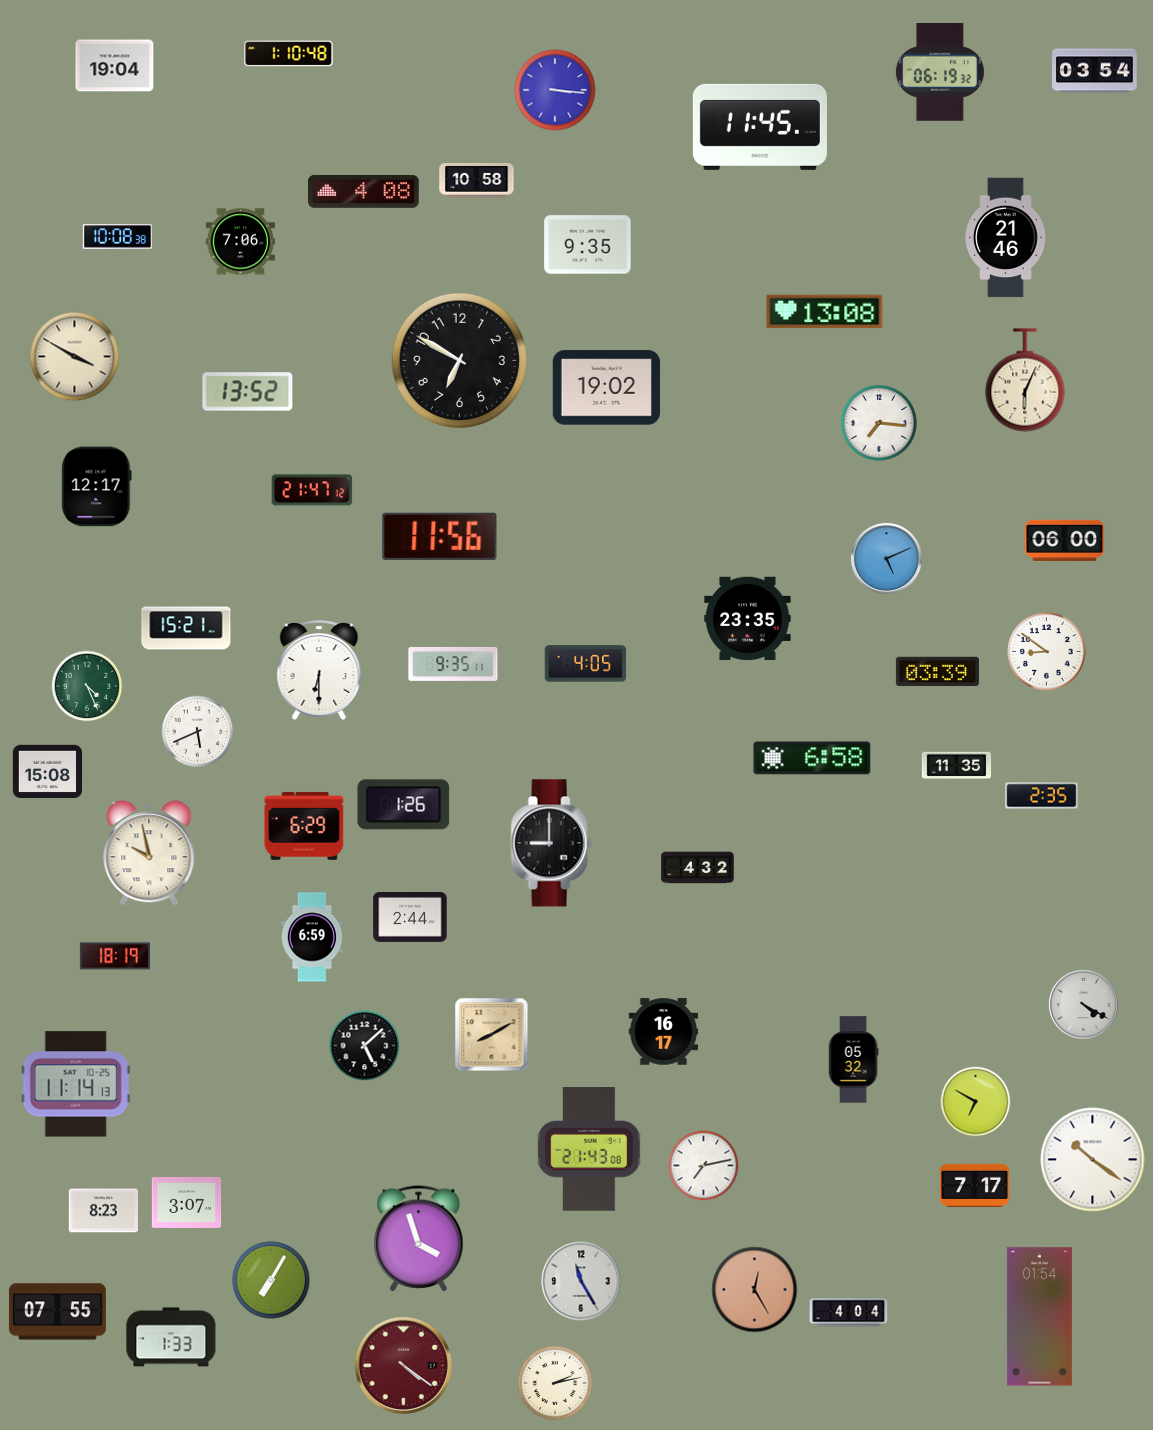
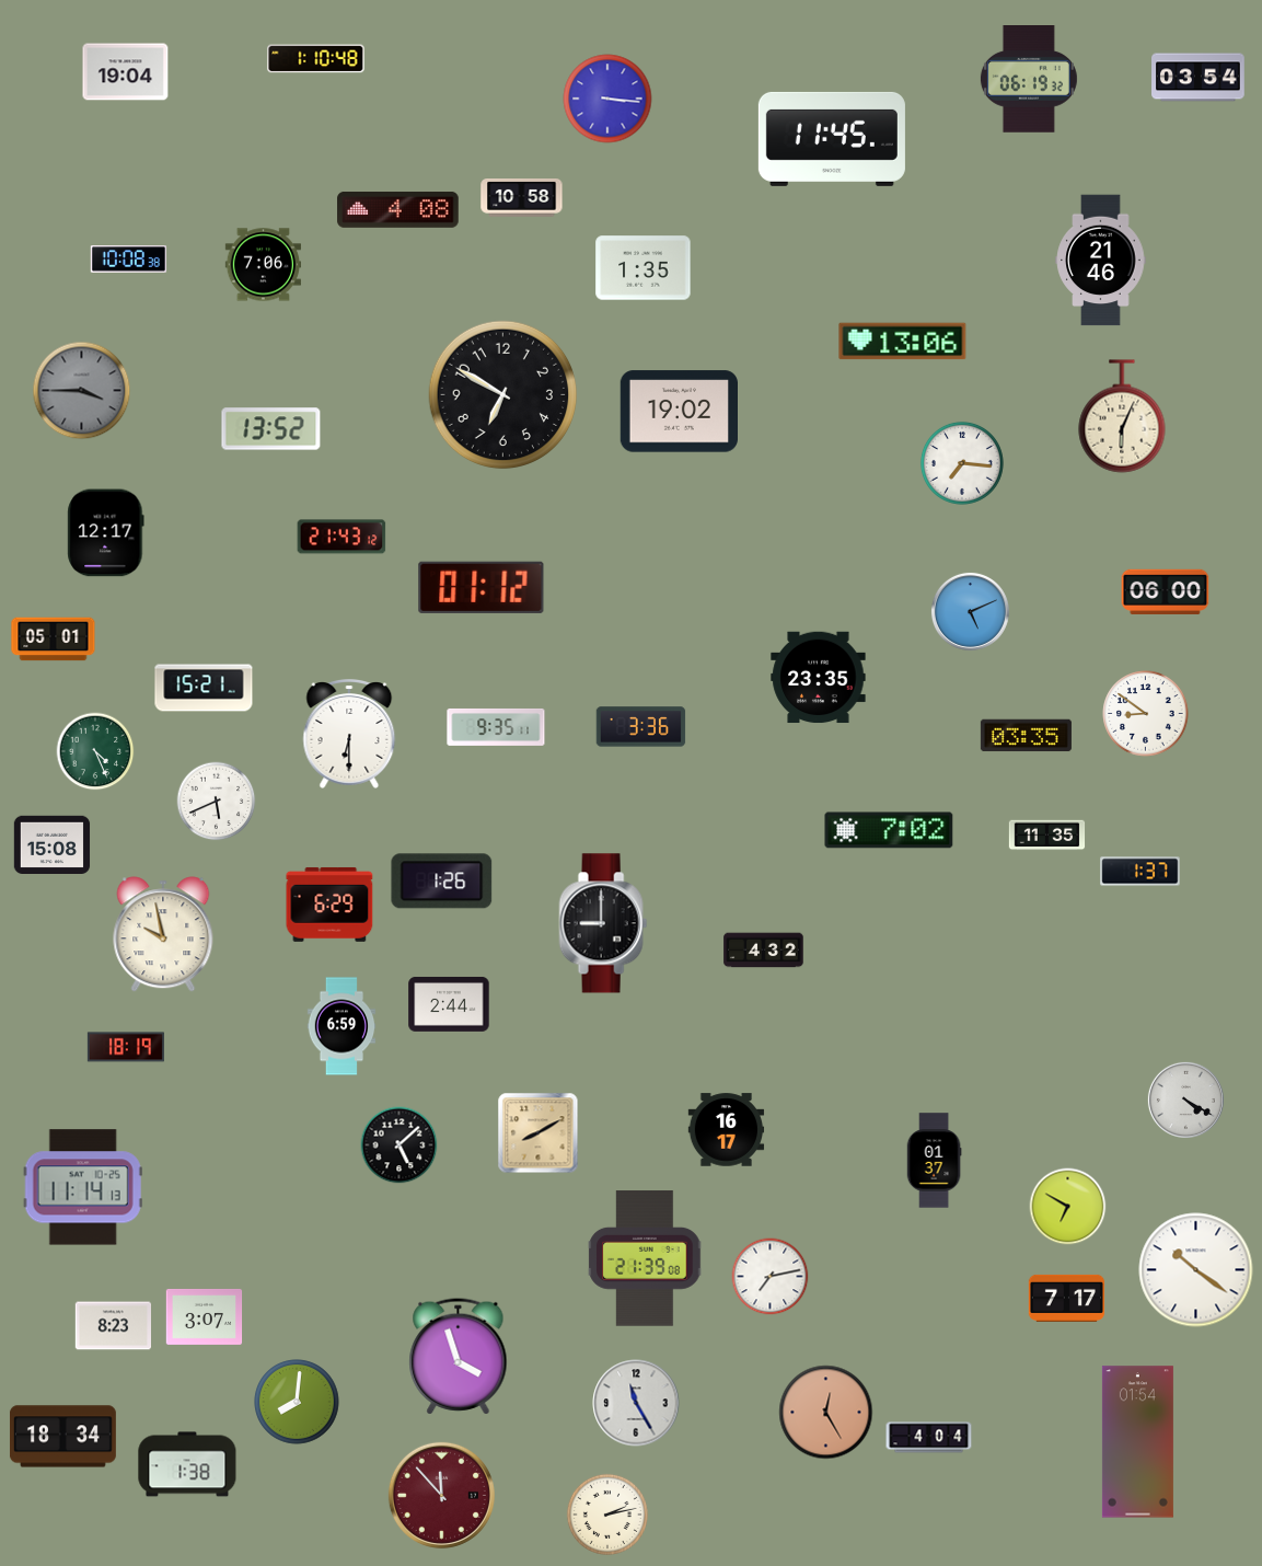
clock at (588, 245): 9:35 -> 1:35
clock at (825, 312): 13:08 -> 13:06
clock at (75, 357): 3:50 -> 3:45
clock at (75, 357) dial: cream -> grey
clock at (606, 388) position: (606, 388) -> (679, 412)
clock at (312, 490): 21:47 -> 21:43
clock at (440, 536): 11:56 -> 01:12
clock at (54, 640): none -> 05:01
clock at (586, 664): 4:05 -> 3:36
clock at (937, 672): 03:39 -> 03:35
clock at (812, 758): 6:58 -> 7:02
clock at (957, 766) position: (957, 766) -> (1047, 836)
clock at (1042, 796): 2:35 -> 1:37
clock at (304, 826) position: (304, 826) -> (329, 905)
clock at (853, 1060): 05:32 -> 01:37
clock at (589, 1149): 21:43 -> 21:39
clock at (271, 1280): 7:05 -> 8:01
clock at (57, 1312): 07:55 -> 18:34
clock at (171, 1337): 1:33 -> 1:38
clock at (403, 1365): 4:21 -> 11:53
